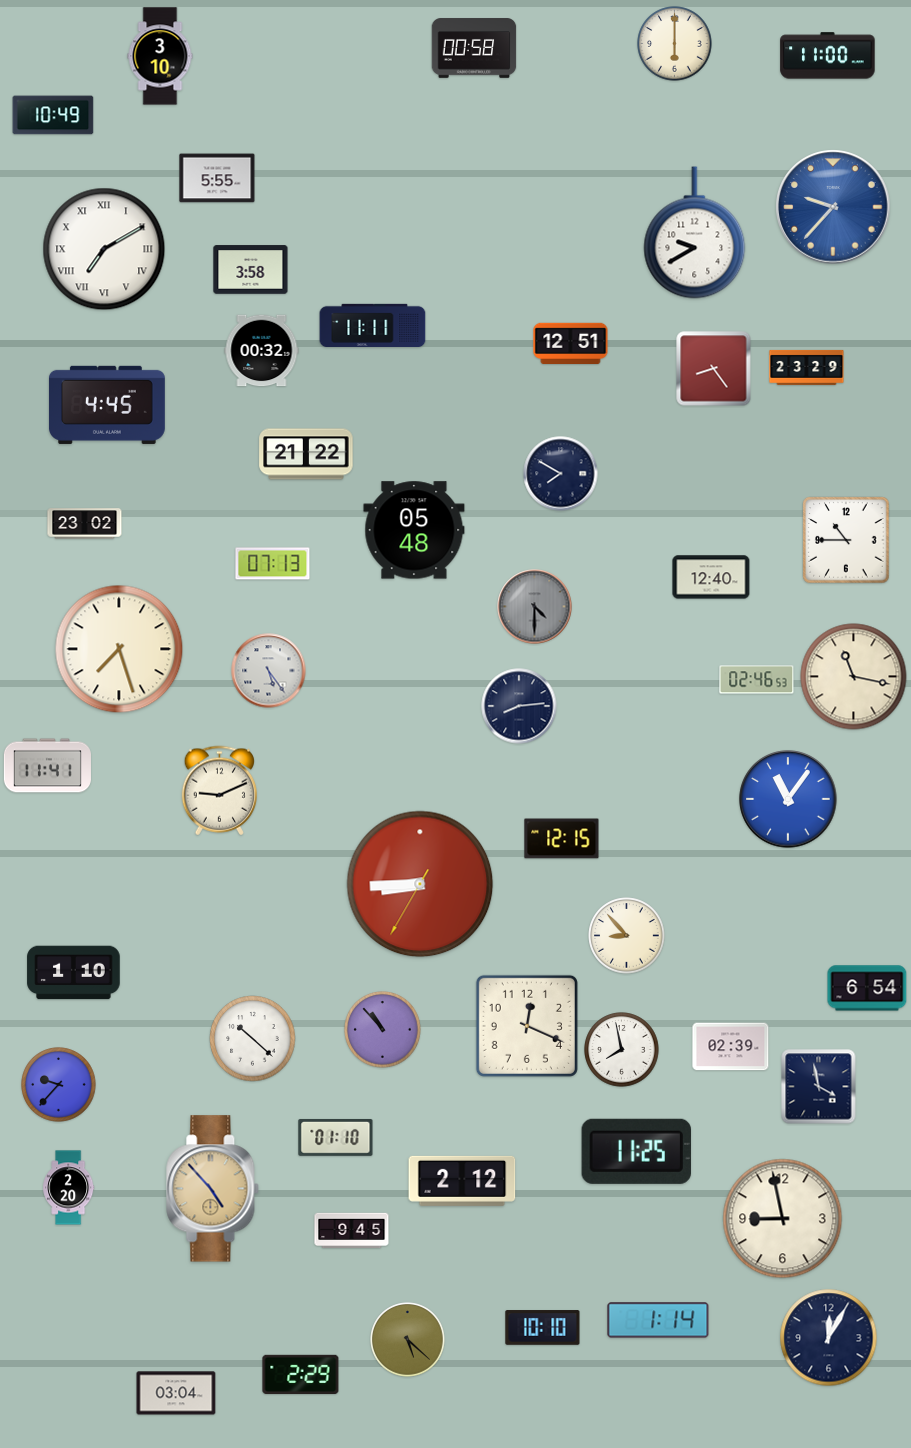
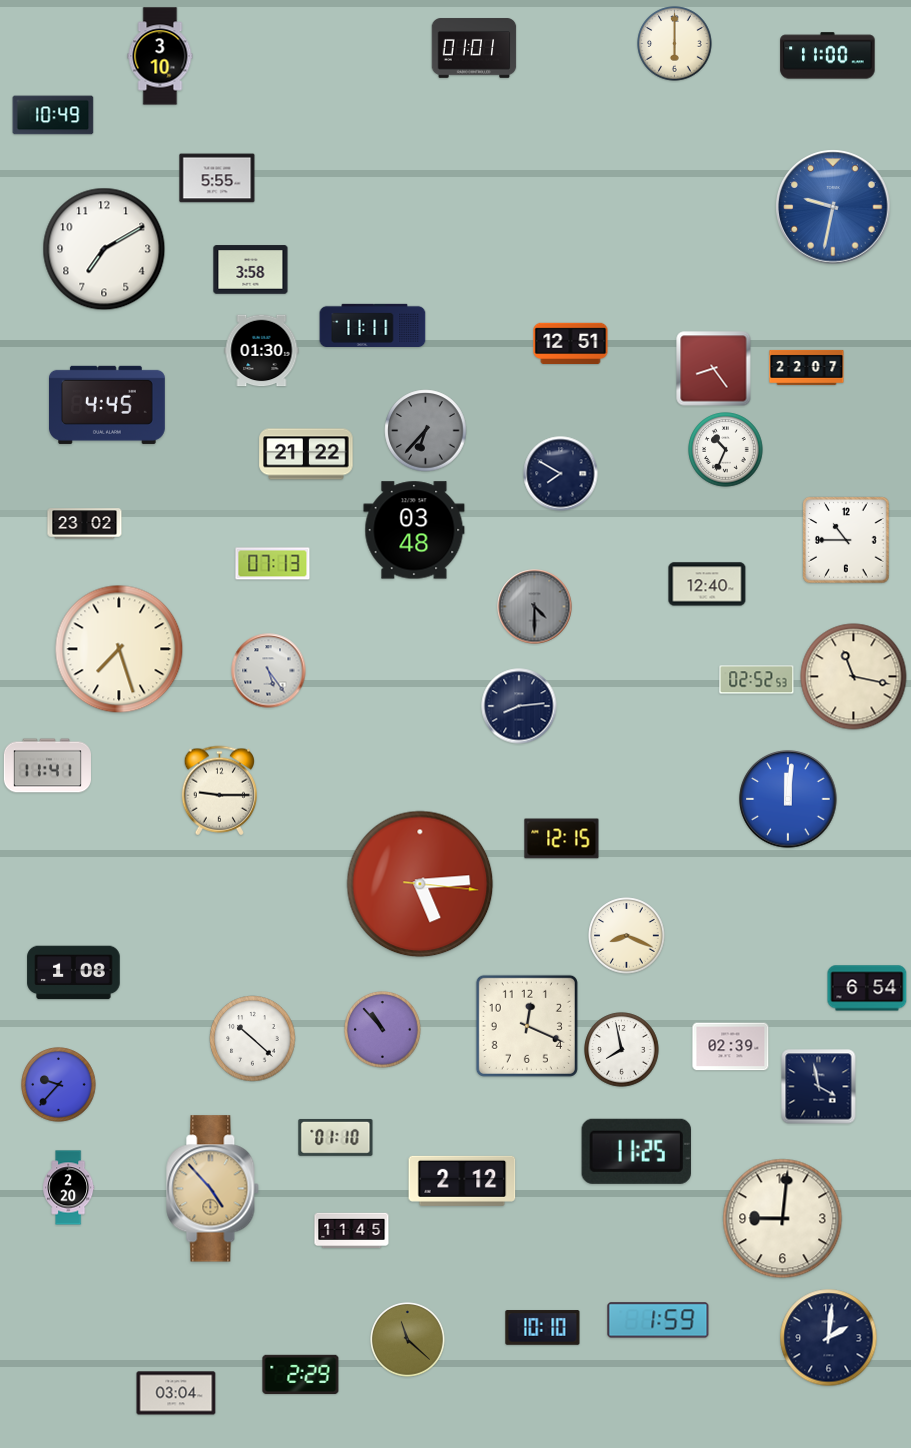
clock at (474, 48): 00:58 -> 01:01
clock at (833, 207): 9:37 -> 9:32
clock at (695, 233): 9:40 -> none
clock at (104, 249) numerals: Roman -> Arabic
clock at (262, 351): 00:32 -> 01:30
clock at (807, 367): 23:29 -> 22:07
clock at (426, 431): none -> 6:37
clock at (726, 450): none -> 10:34
clock at (414, 530): 05:48 -> 03:48
clock at (711, 577) position: (711, 577) -> (707, 584)
clock at (757, 680): 02:46 -> 02:52
clock at (219, 791): 9:11 -> 9:15
clock at (788, 799): 11:06 -> 12:01
clock at (420, 884): 8:44 -> 5:14
clock at (627, 936): 8:53 -> 8:19
clock at (74, 973): 1:10 -> 1:08
clock at (783, 1219): 8:58 -> 9:01
clock at (352, 1230): 9:45 -> 11:45
clock at (658, 1320): 1:14 -> 1:59
clock at (829, 1338): 12:05 -> 2:01
clock at (408, 1340): 5:22 -> 11:22
